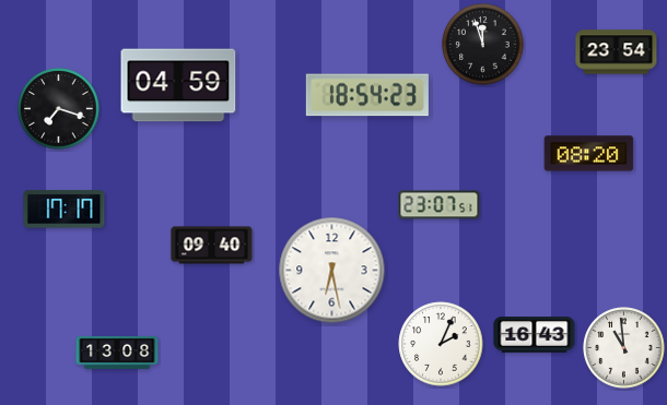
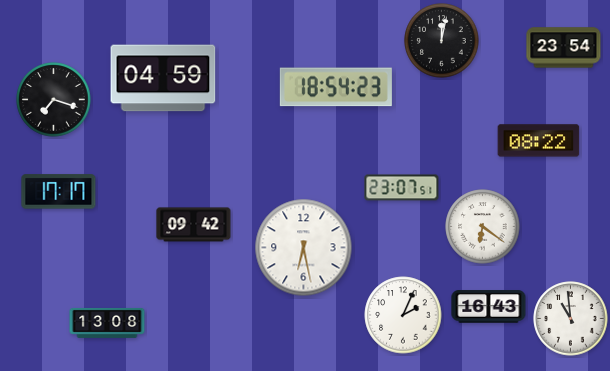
clock at (483, 45): 11:57 -> 12:02
clock at (589, 154): 08:20 -> 08:22
clock at (212, 246): 09:40 -> 09:42
clock at (483, 227): none -> 6:21
